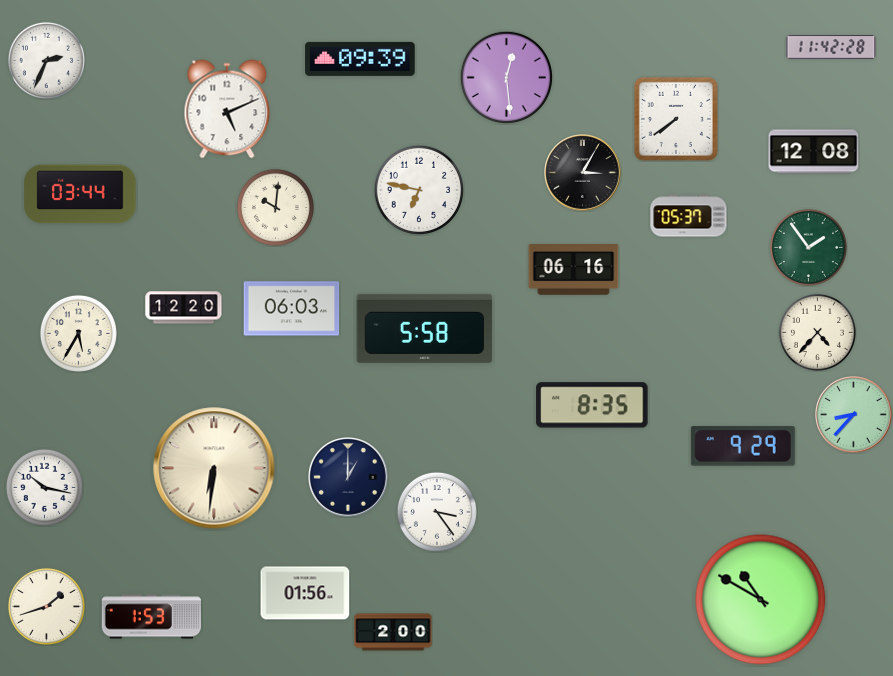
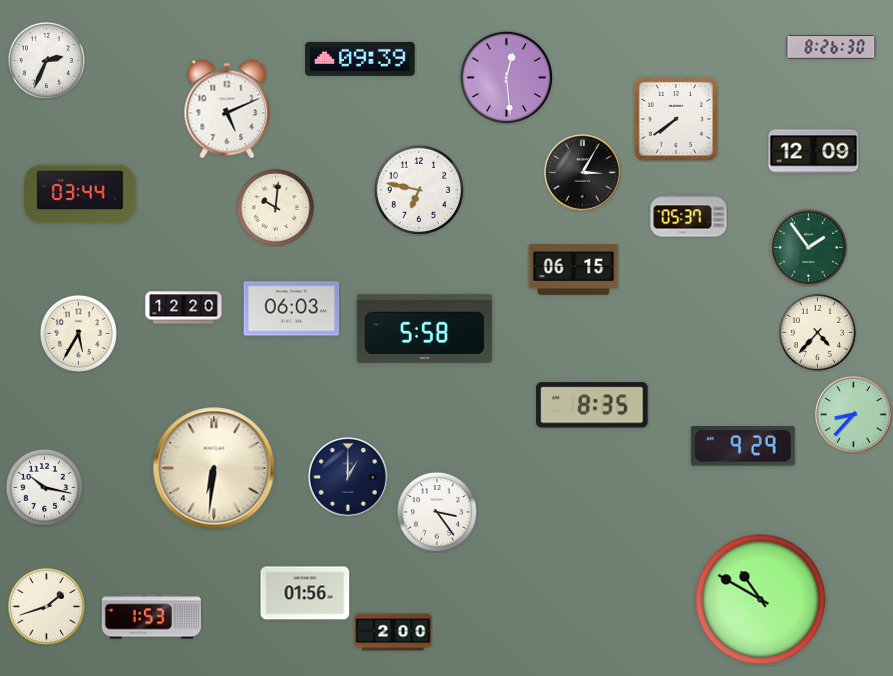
clock at (831, 47): 11:42 -> 8:26
clock at (814, 152): 12:08 -> 12:09
clock at (574, 270): 06:16 -> 06:15
